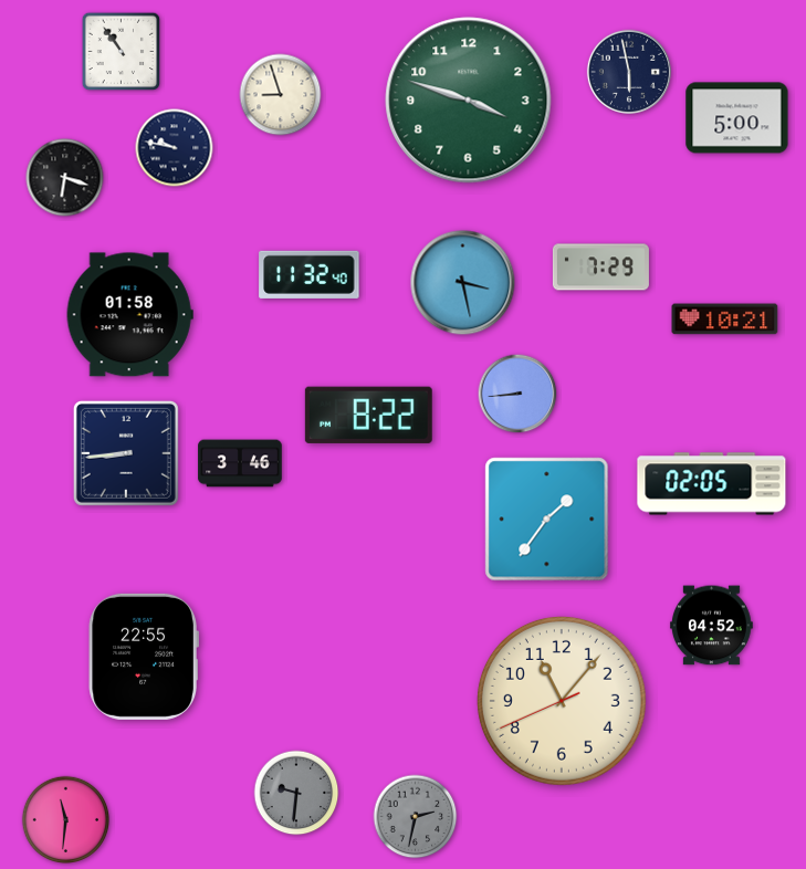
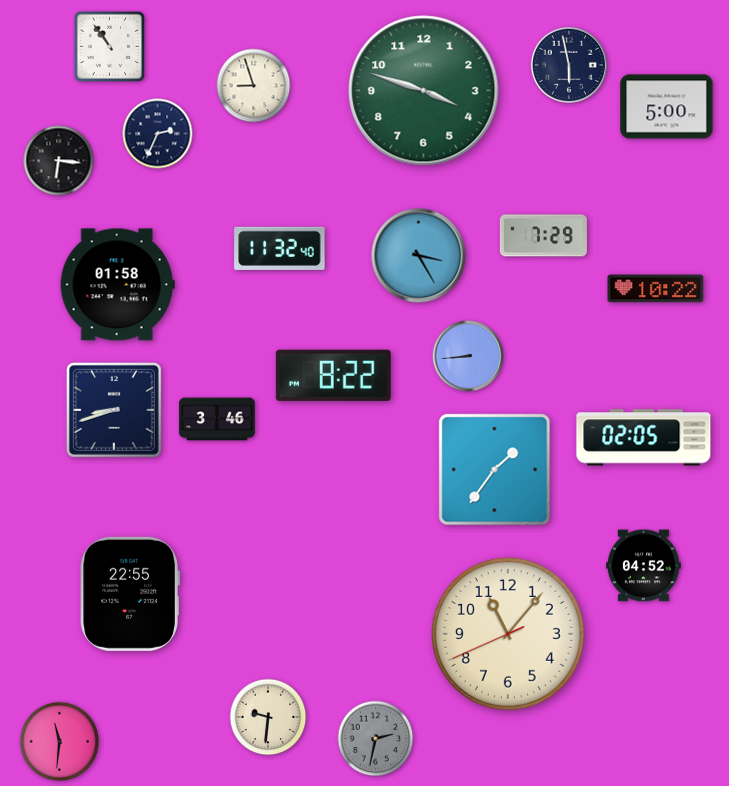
clock at (175, 148): 9:47 -> 2:34
clock at (65, 178): 6:18 -> 6:16
clock at (600, 268) position: (600, 268) -> (543, 236)
clock at (463, 283): 3:28 -> 3:25
clock at (725, 320): 10:21 -> 10:22
clock at (126, 453): 8:44 -> 8:42
clock at (296, 793) dial: grey -> cream
